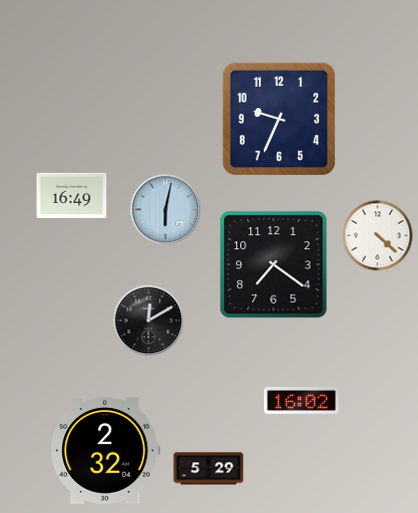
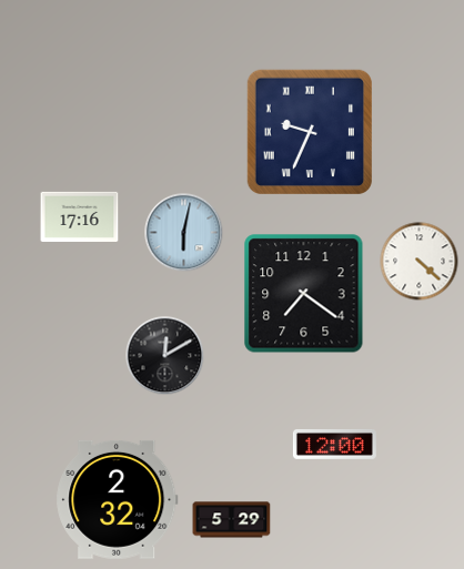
clock at (279, 119) numerals: Arabic -> Roman
clock at (72, 195): 16:49 -> 17:16
clock at (301, 400): 16:02 -> 12:00
